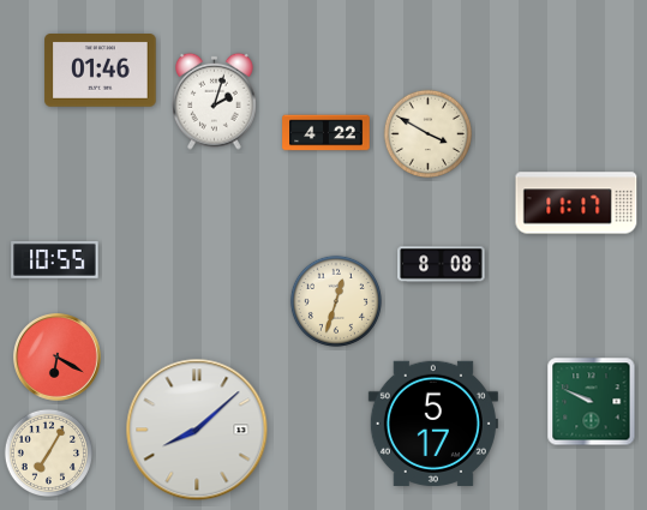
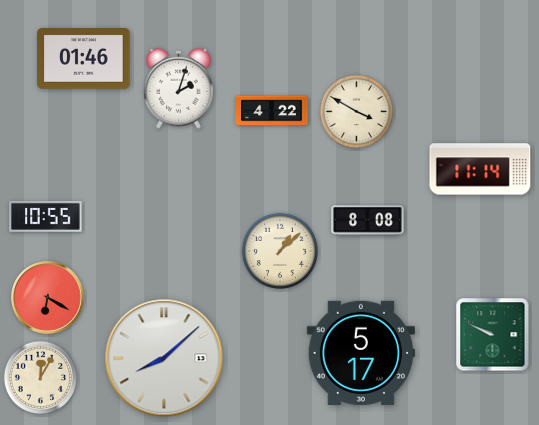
clock at (215, 101) position: (215, 101) -> (179, 88)
clock at (576, 203): 11:17 -> 11:14
clock at (336, 301): 12:33 -> 1:08
clock at (49, 454): 7:05 -> 12:05
